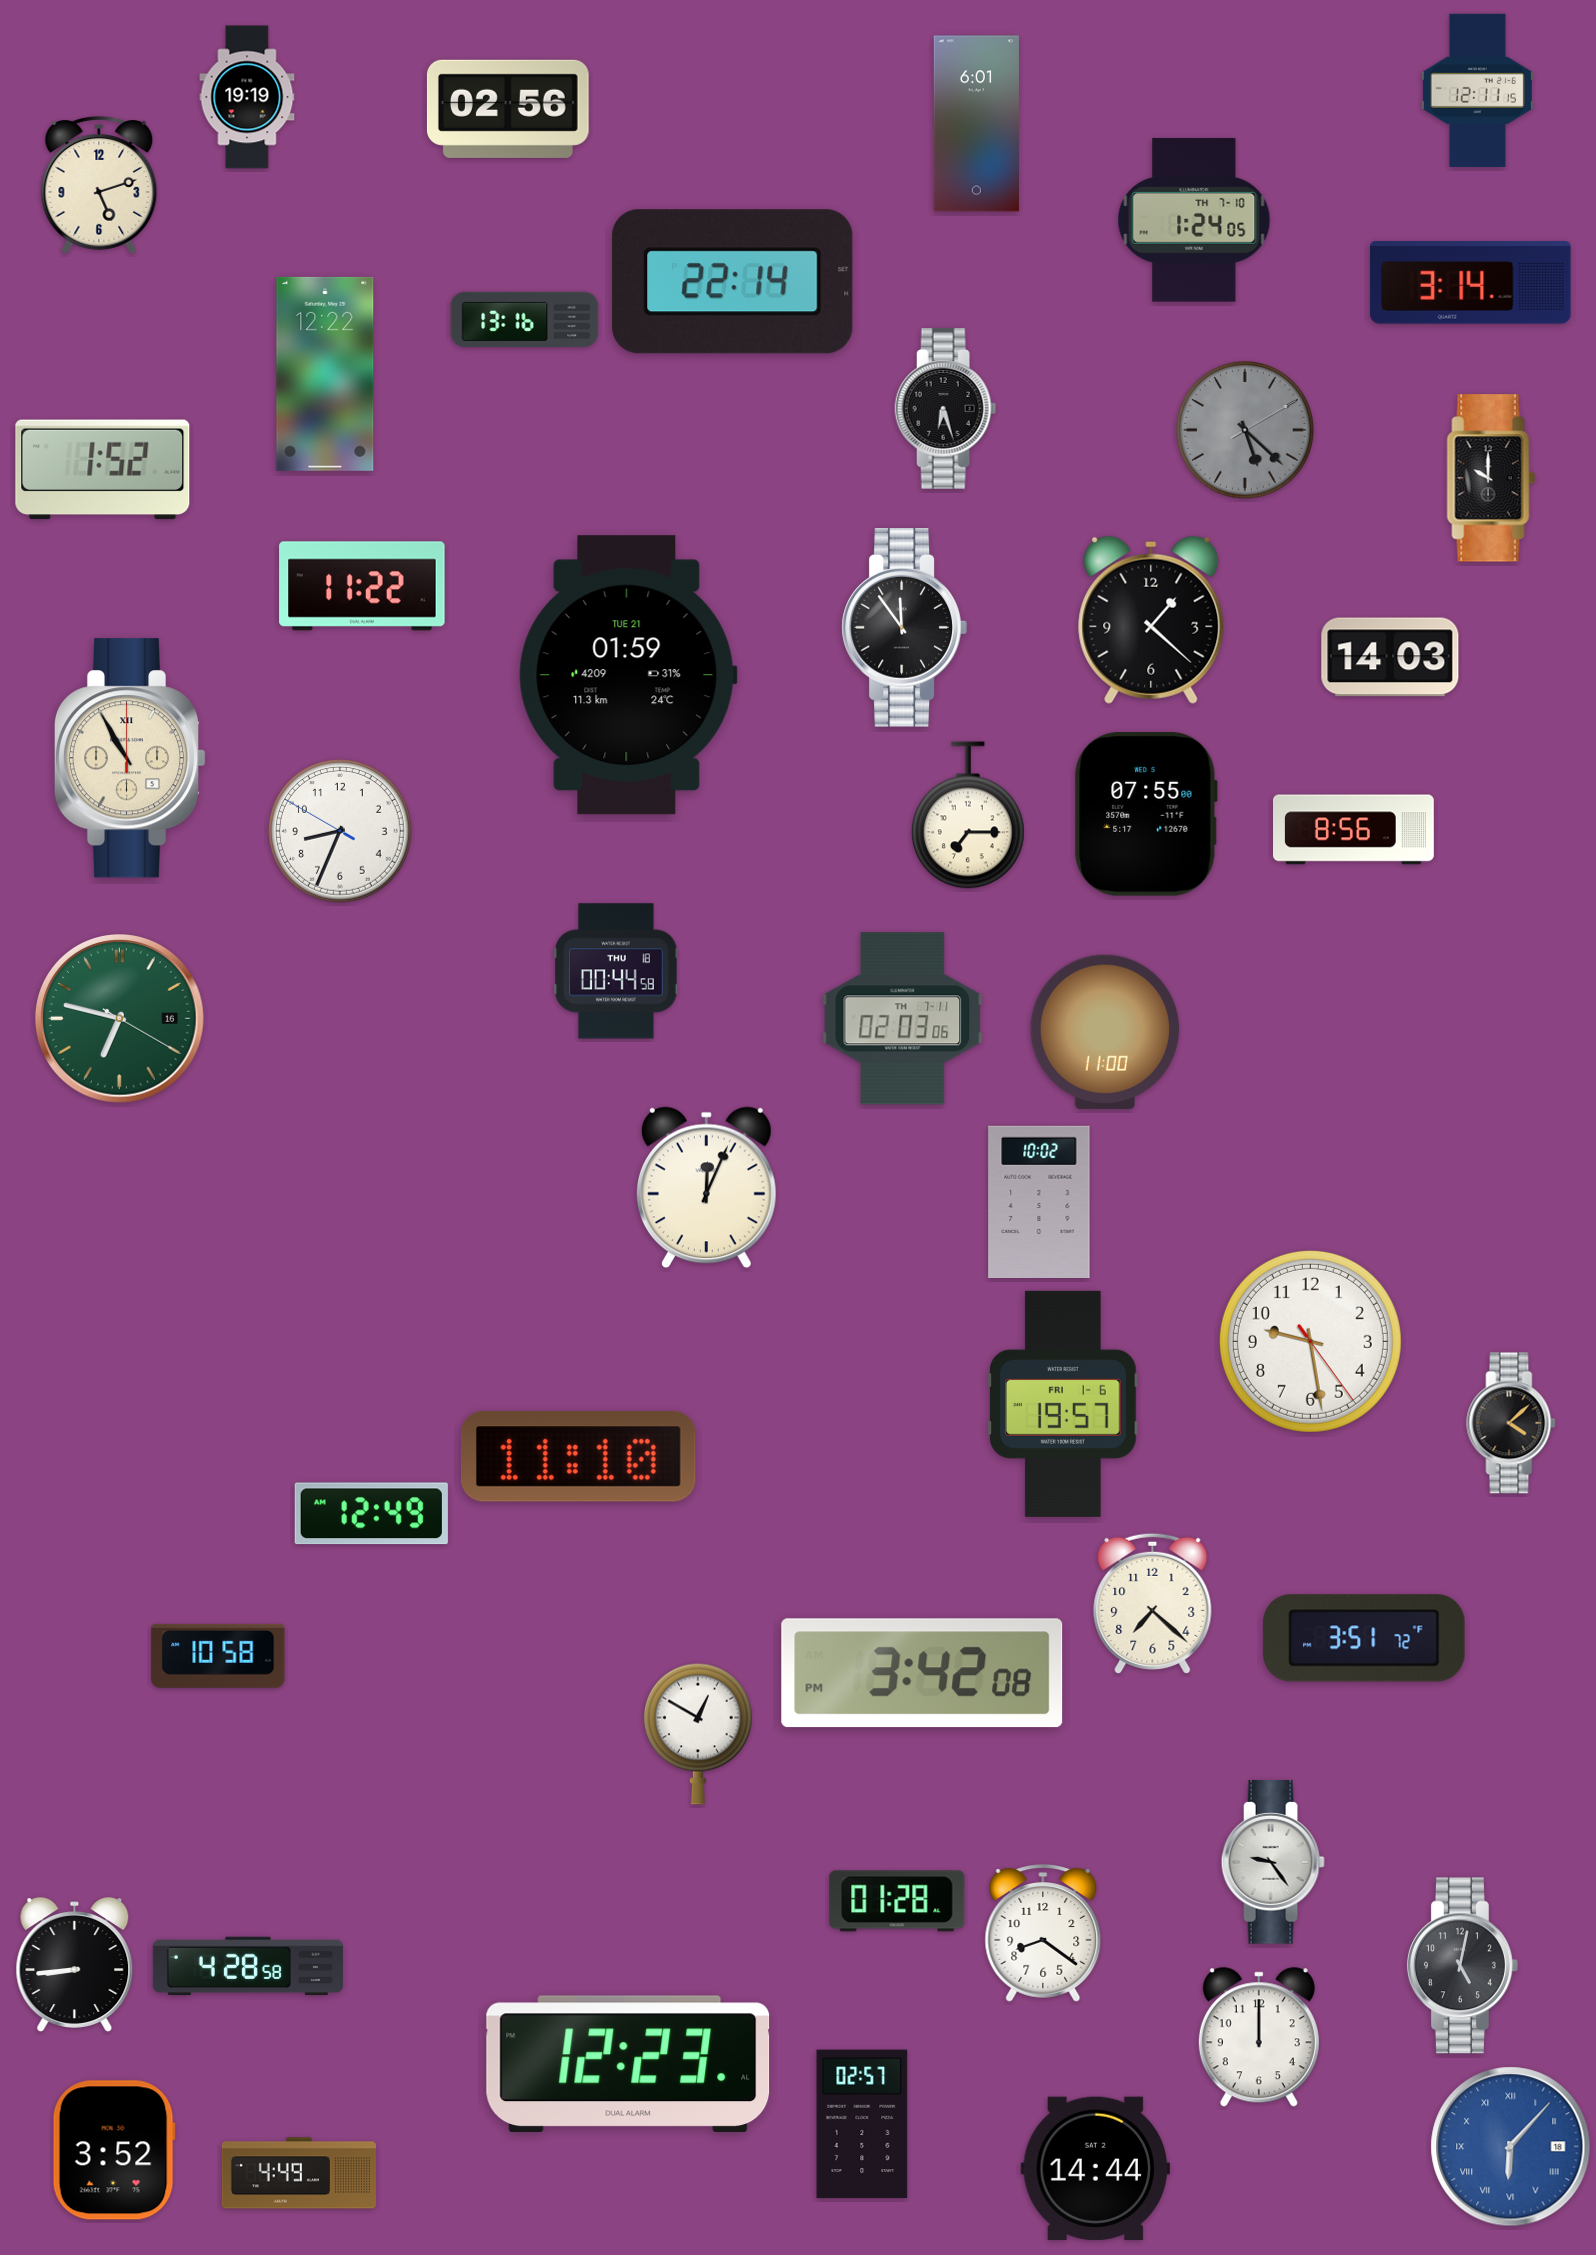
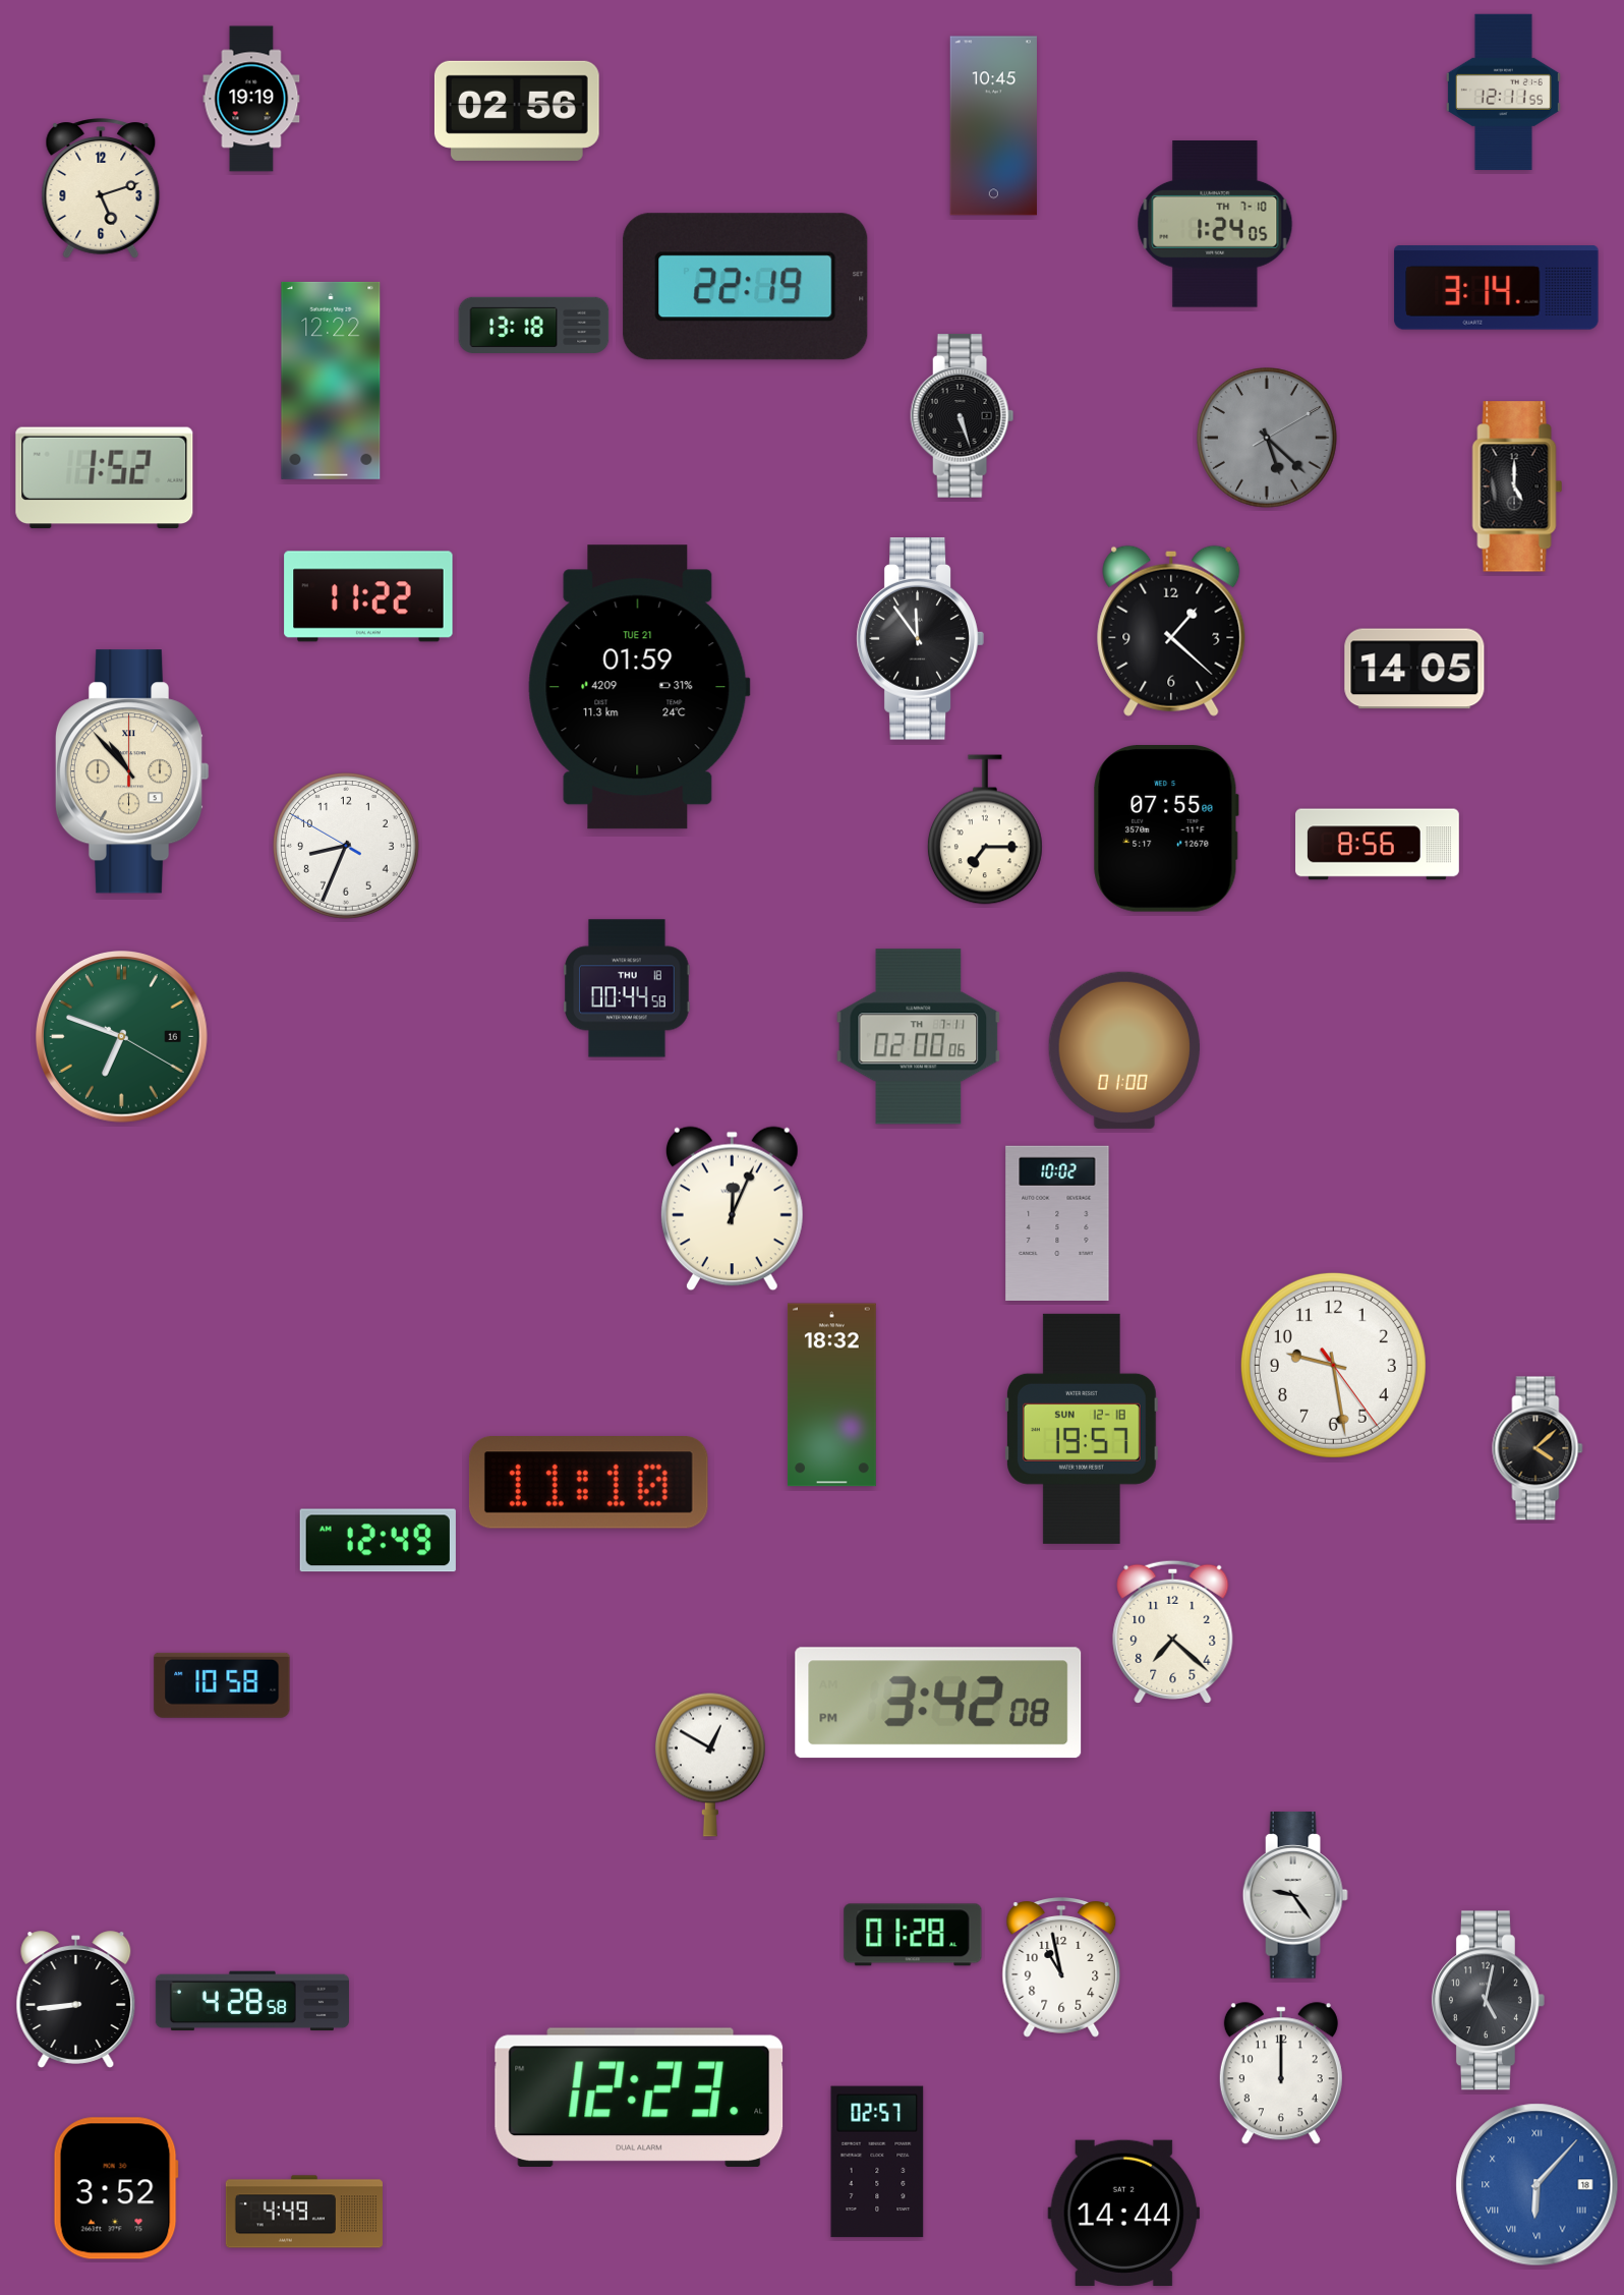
clock at (1477, 90): 12:11:15 -> 12:11:55
clock at (976, 124): 6:01 -> 10:45
clock at (733, 282): 22:14 -> 22:19
clock at (525, 319): 13:16 -> 13:18
clock at (946, 408): 6:27 -> 5:27
clock at (1491, 478): 10:00 -> 5:00
clock at (1390, 657): 14:03 -> 14:05
clock at (130, 758): 10:55 -> 10:53
clock at (120, 1019): 6:47 -> 6:48
clock at (903, 1019): 02:03 -> 02:00
clock at (1105, 1032): 11:00 -> 01:00
clock at (706, 1188) position: (706, 1188) -> (732, 1209)
clock at (831, 1395): none -> 18:32
clock at (1064, 1404) date: FRI 1-6 -> SUN 12-18
clock at (1364, 1638): 3:51 -> none
clock at (1043, 1933): 8:21 -> 10:58
clock at (628, 2064) position: (628, 2064) -> (639, 2098)
clock at (1096, 2168) position: (1096, 2168) -> (1124, 2213)
